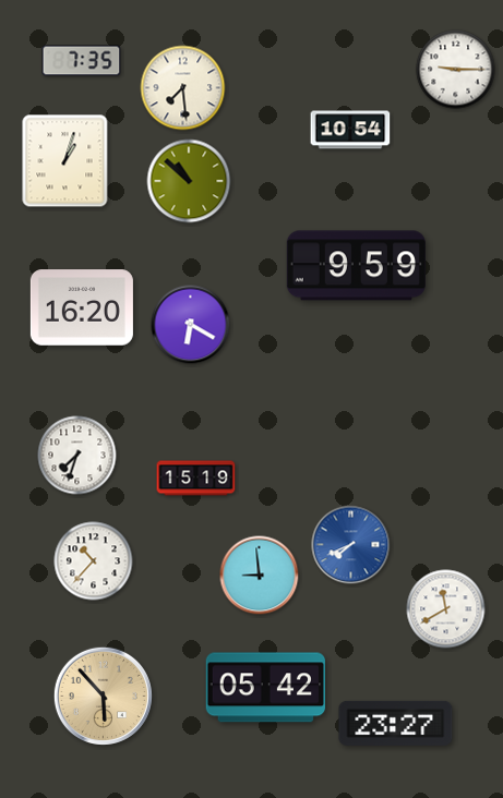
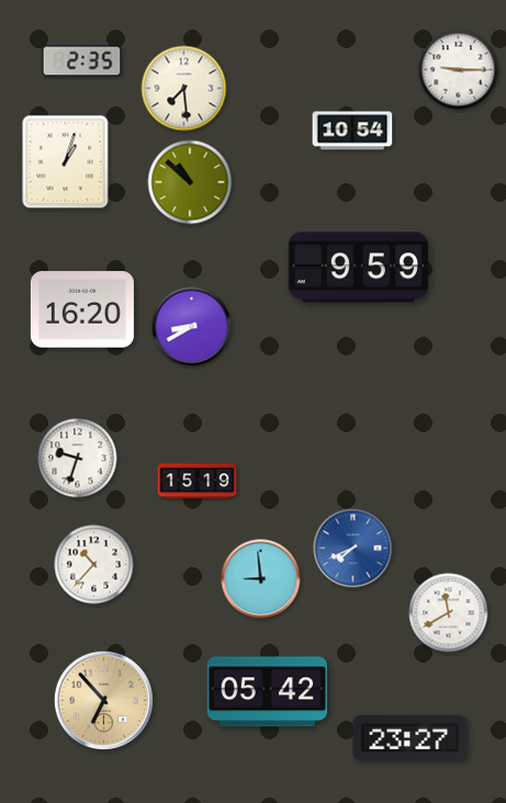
clock at (82, 61): 7:35 -> 2:35
clock at (191, 325): 6:20 -> 8:40
clock at (77, 456): 7:33 -> 9:33
clock at (103, 696): 5:53 -> 6:53
clock at (396, 723) position: (396, 723) -> (411, 737)
